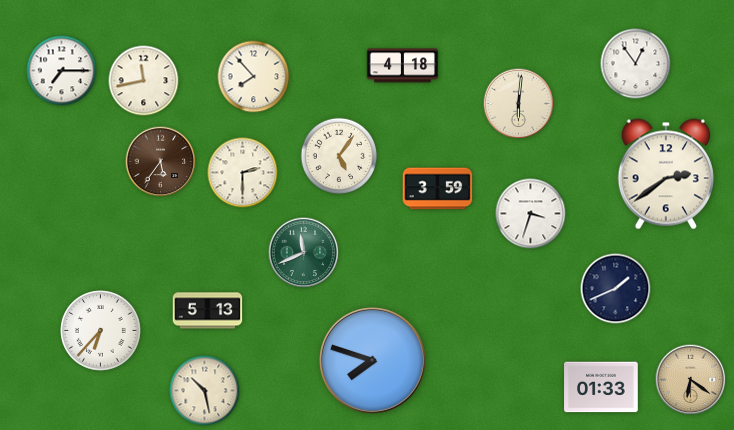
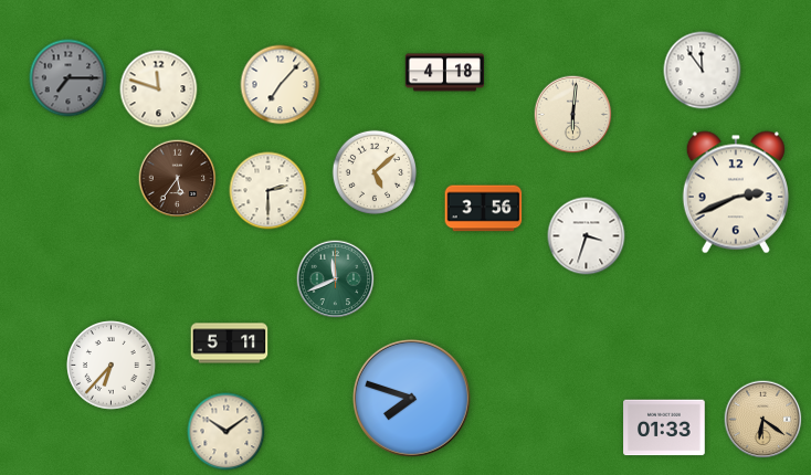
clock at (636, 64): 12:54 -> 11:54
clock at (62, 71) dial: white -> grey
clock at (254, 77): 7:53 -> 7:07
clock at (144, 81): 11:43 -> 11:48
clock at (338, 155): 5:06 -> 5:08
clock at (666, 174): 2:39 -> 2:41
clock at (438, 189): 3:59 -> 3:56
clock at (616, 289): 1:41 -> none
clock at (208, 311): 5:13 -> 5:11
clock at (205, 391): 10:28 -> 10:09
